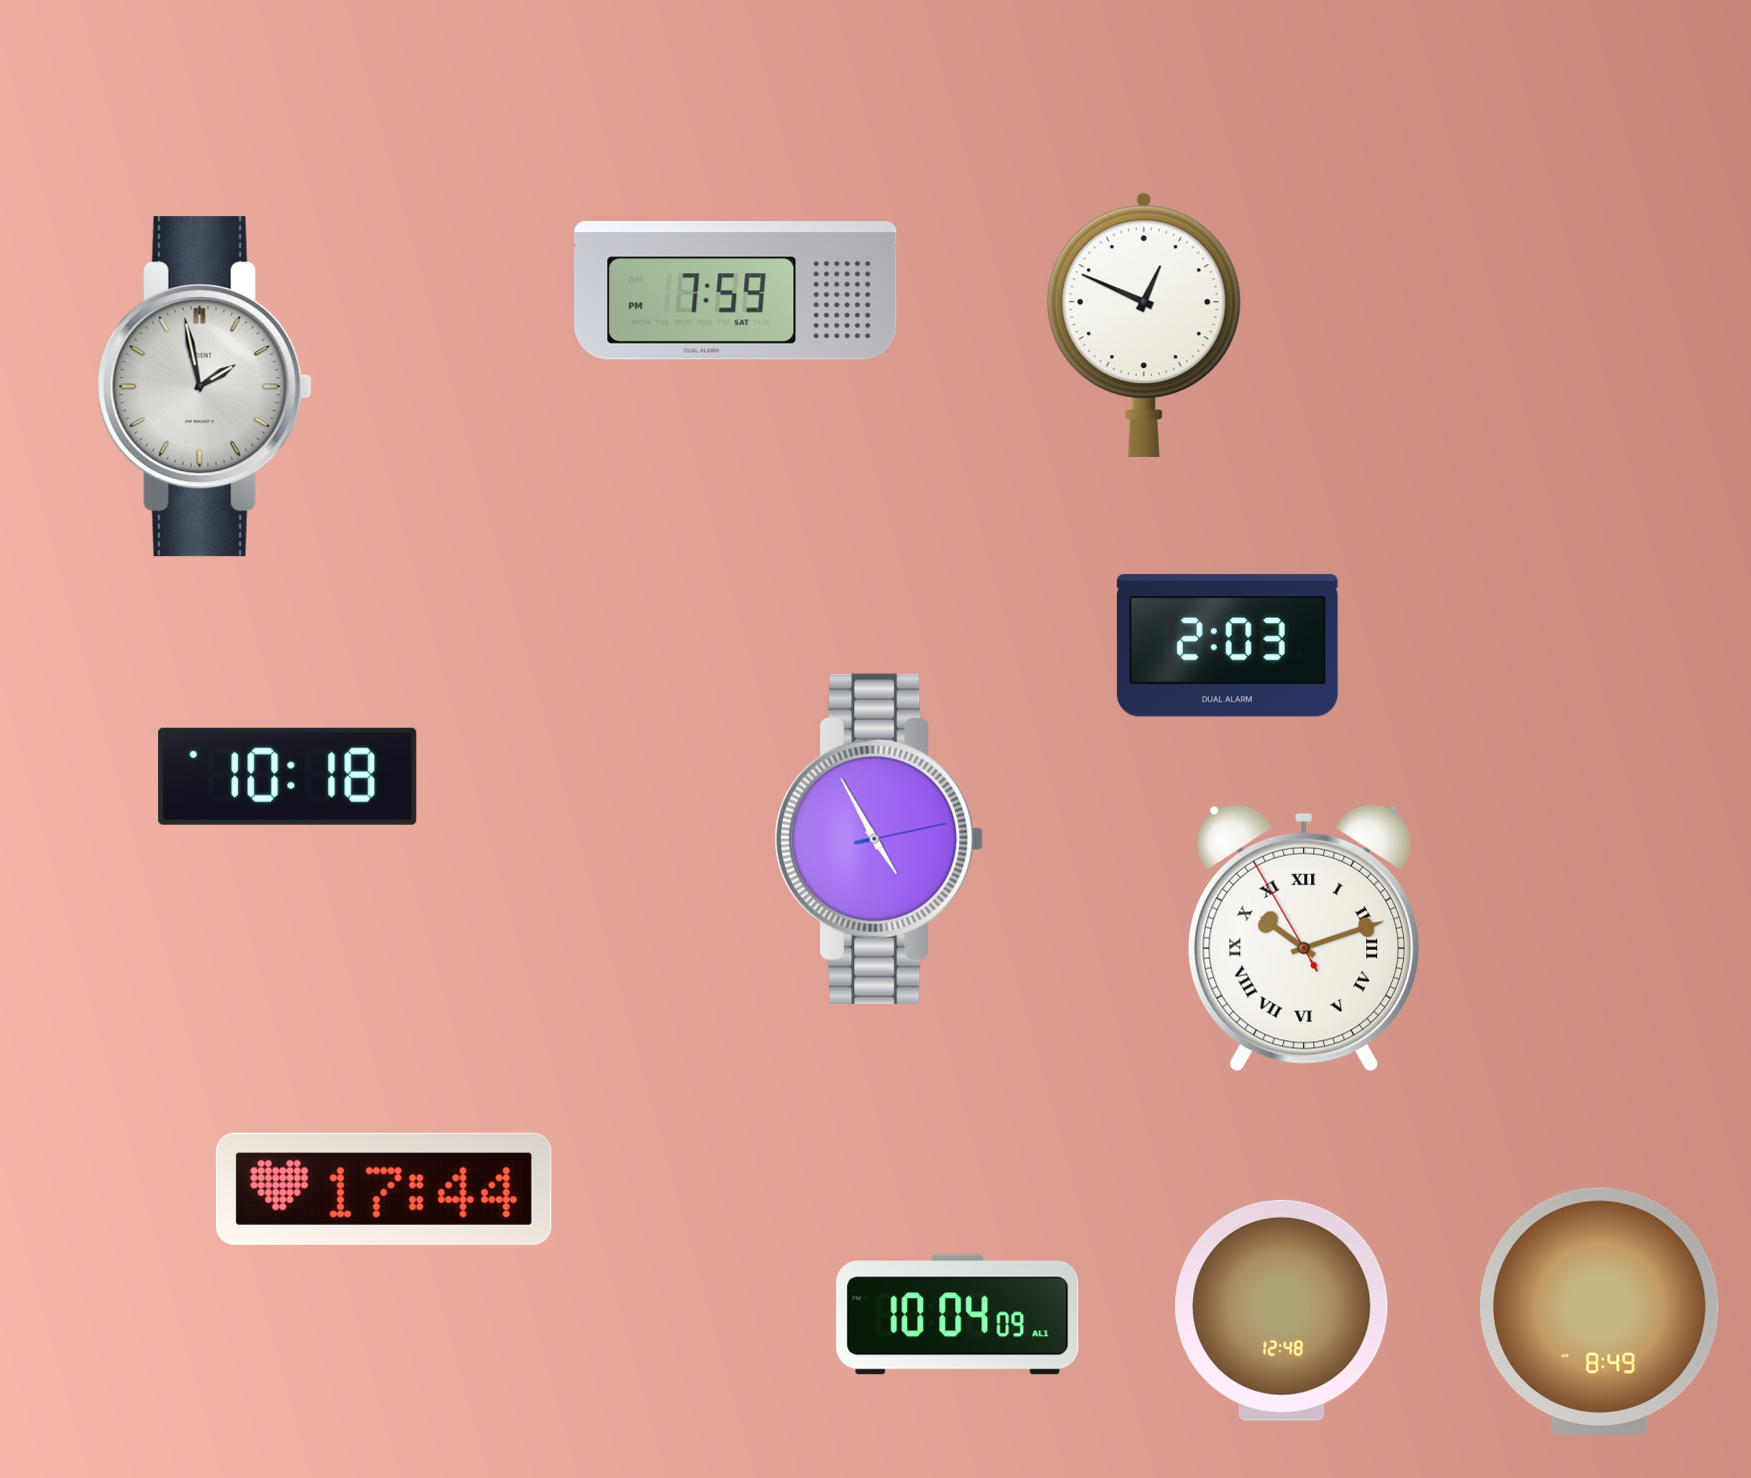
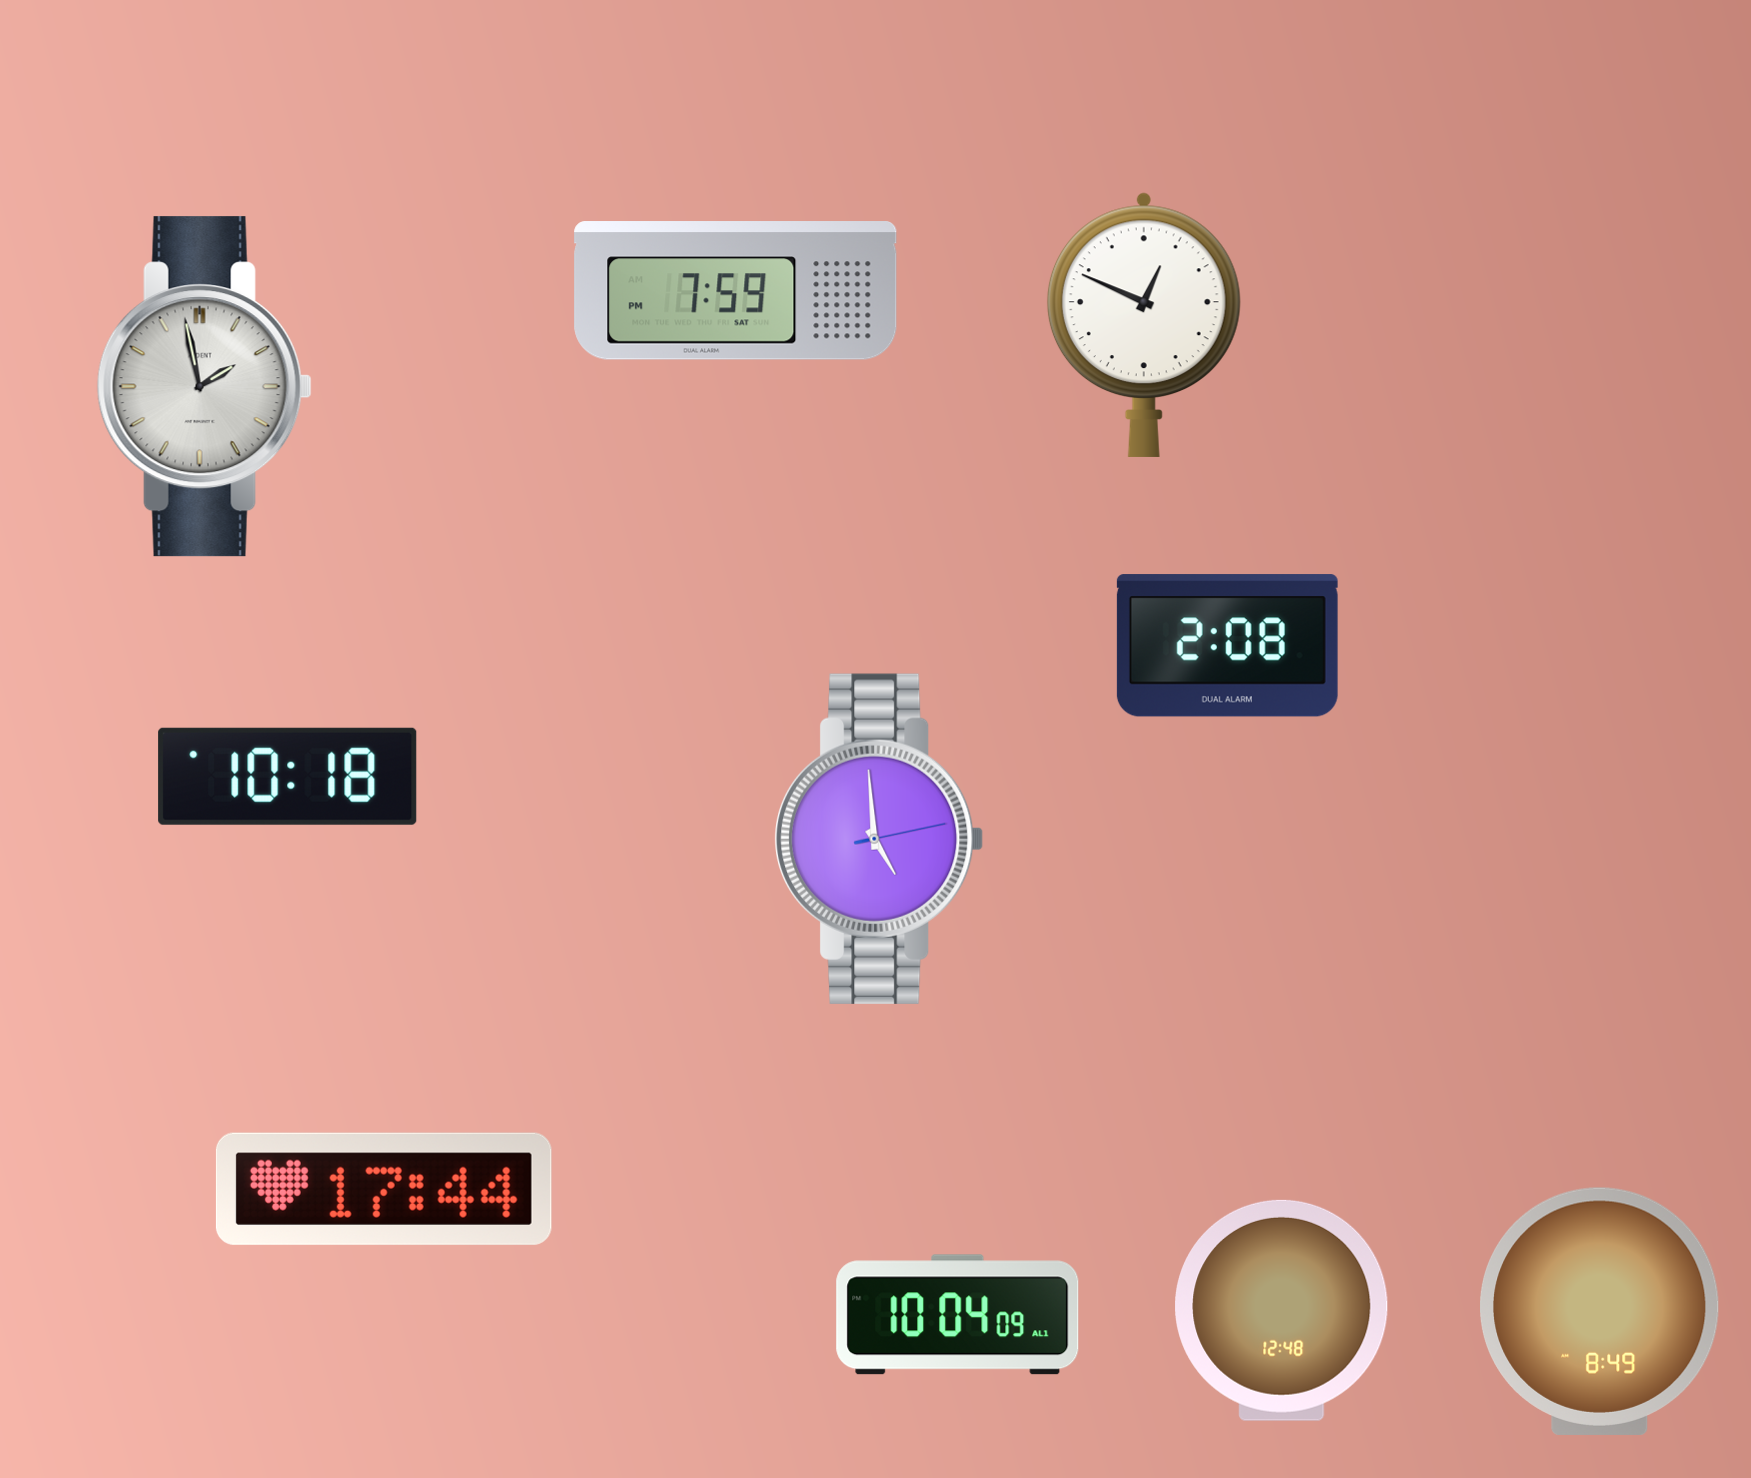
clock at (1227, 646): 2:03 -> 2:08
clock at (879, 839): 4:55 -> 4:59
clock at (1303, 938): 10:11 -> none
